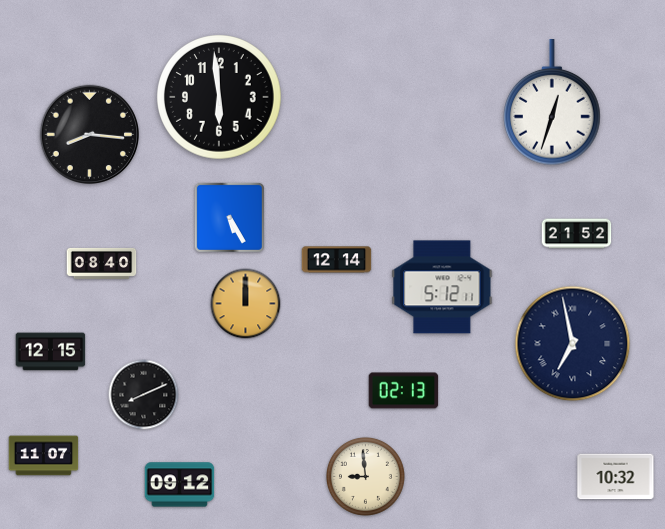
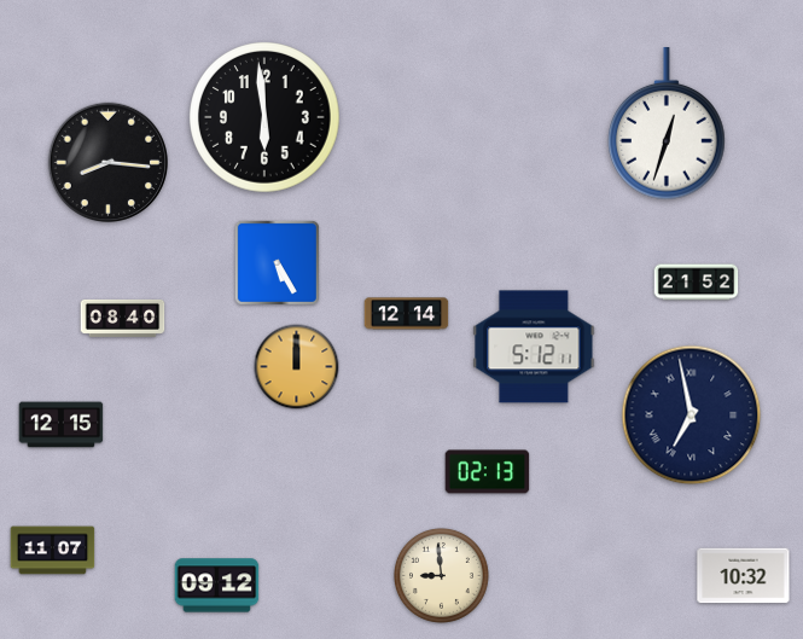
clock at (144, 395): 8:11 -> none
